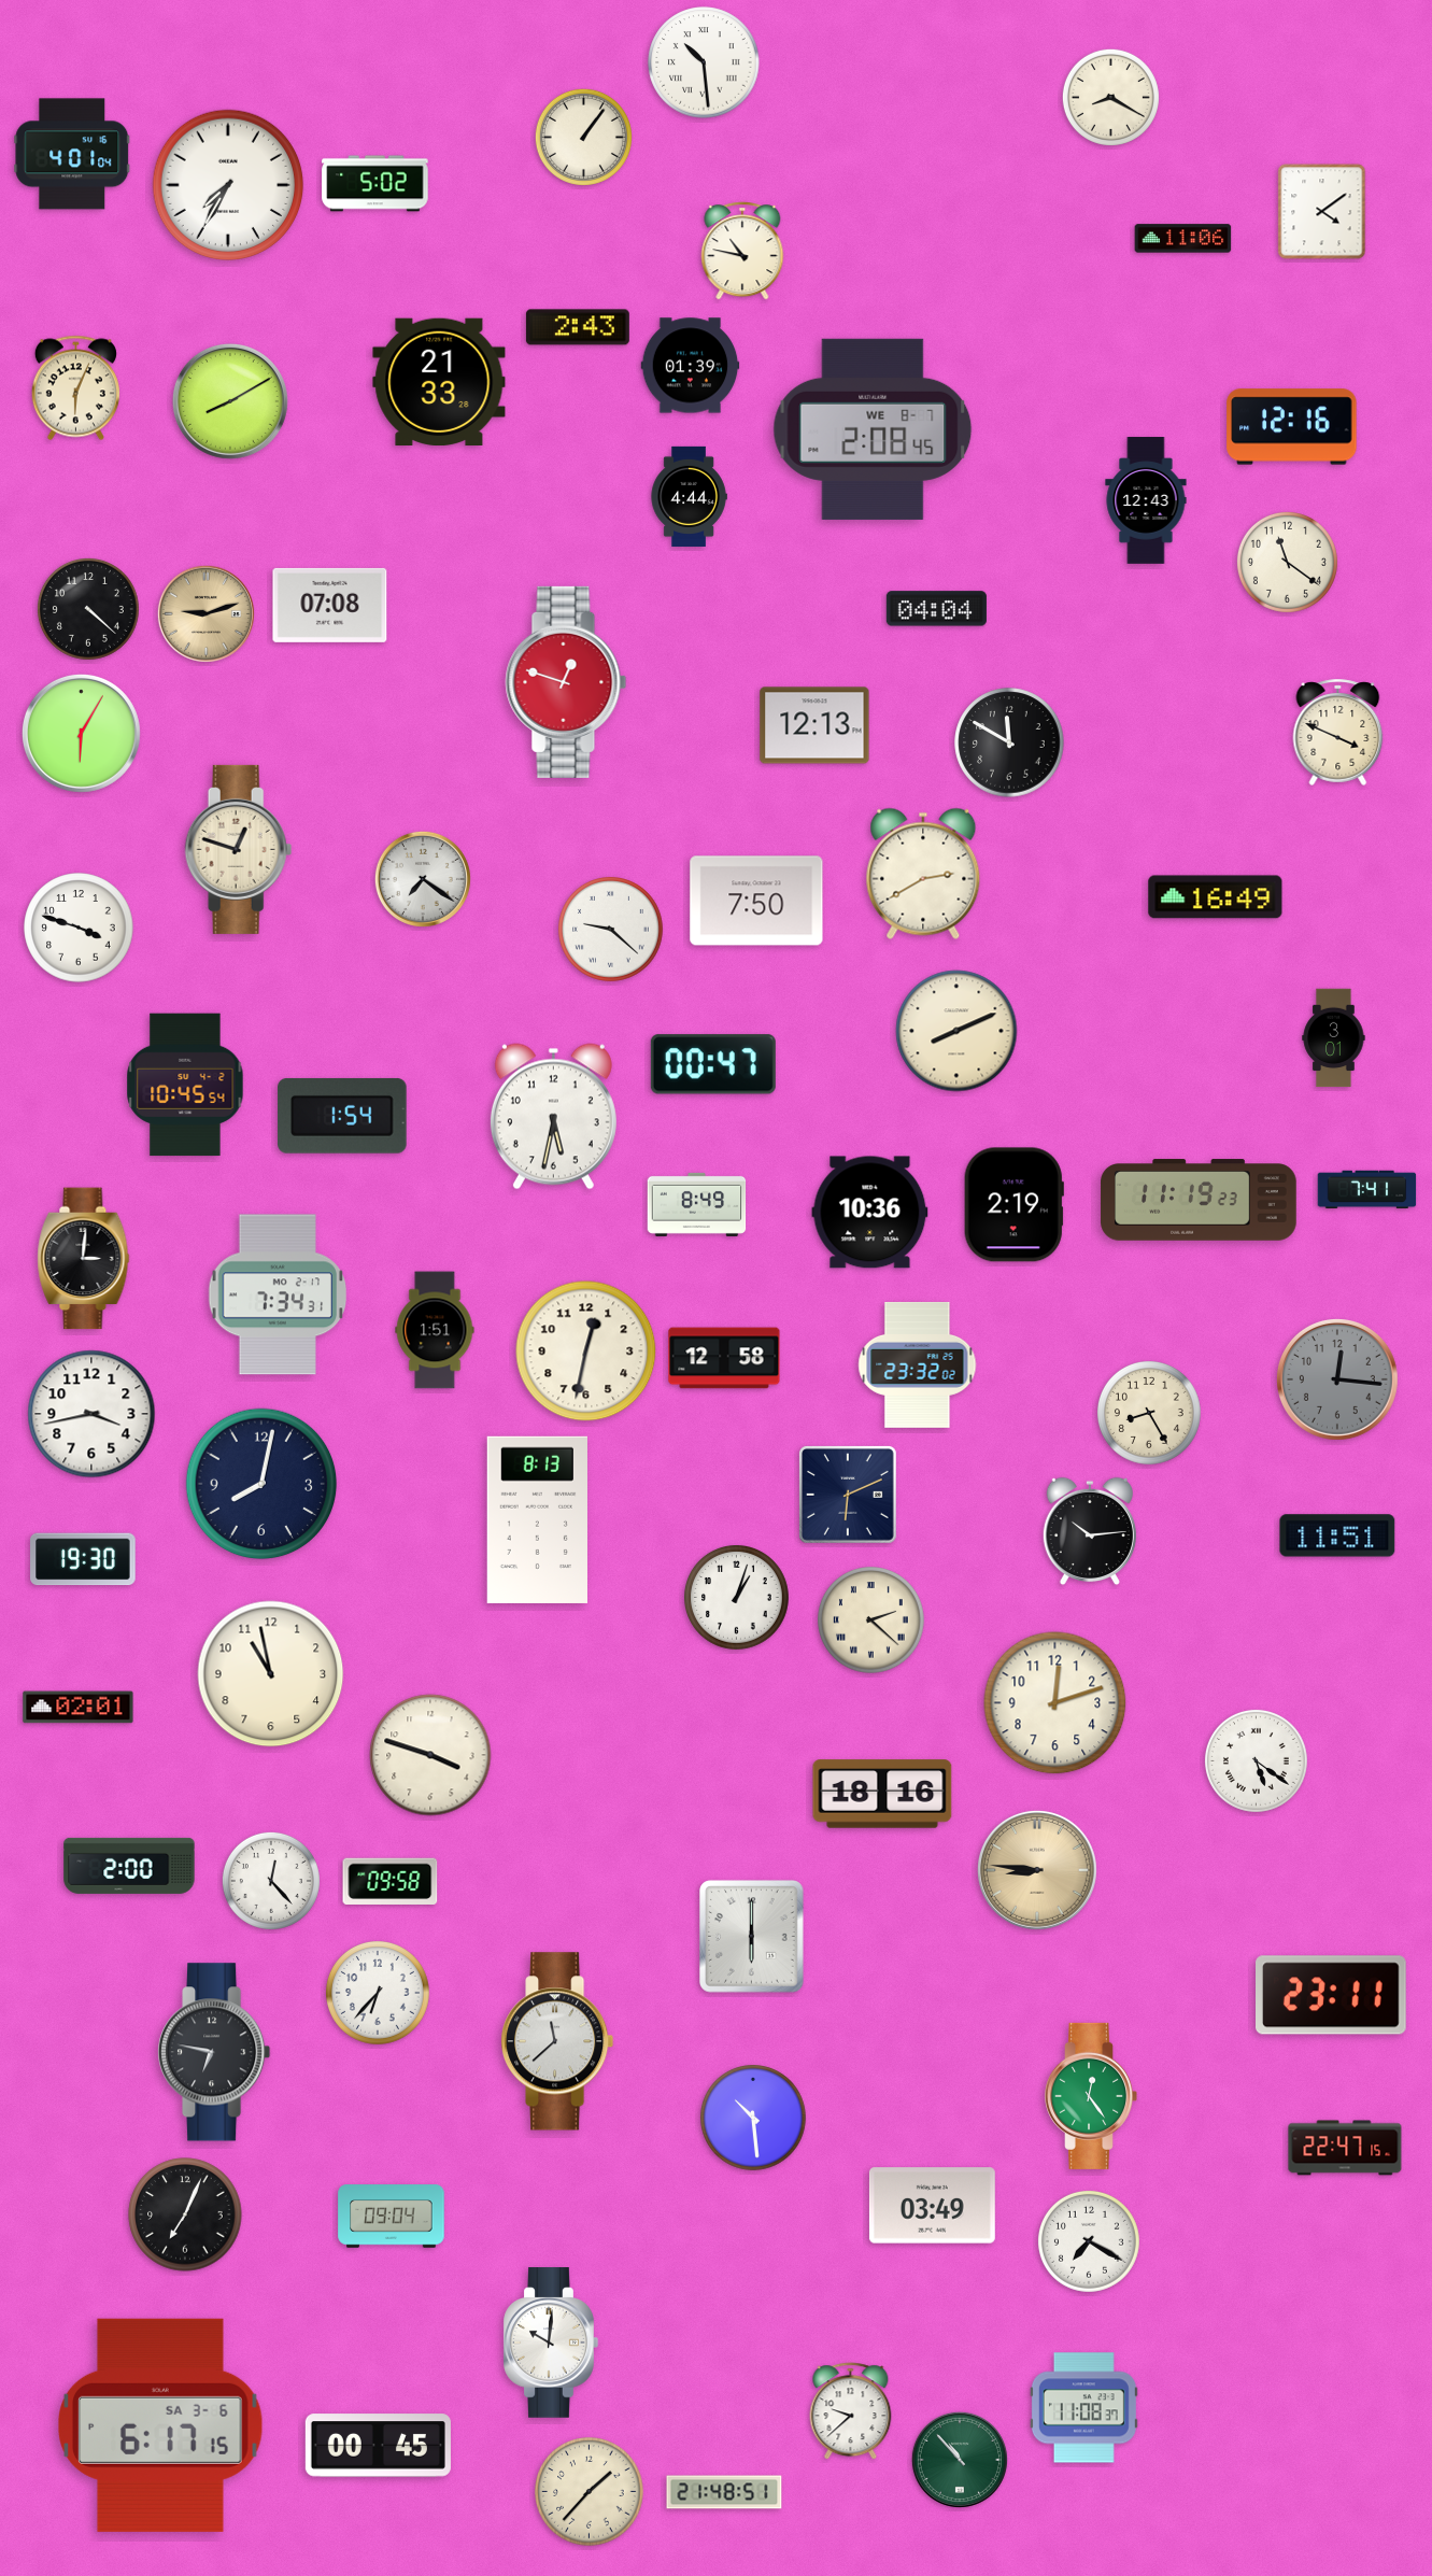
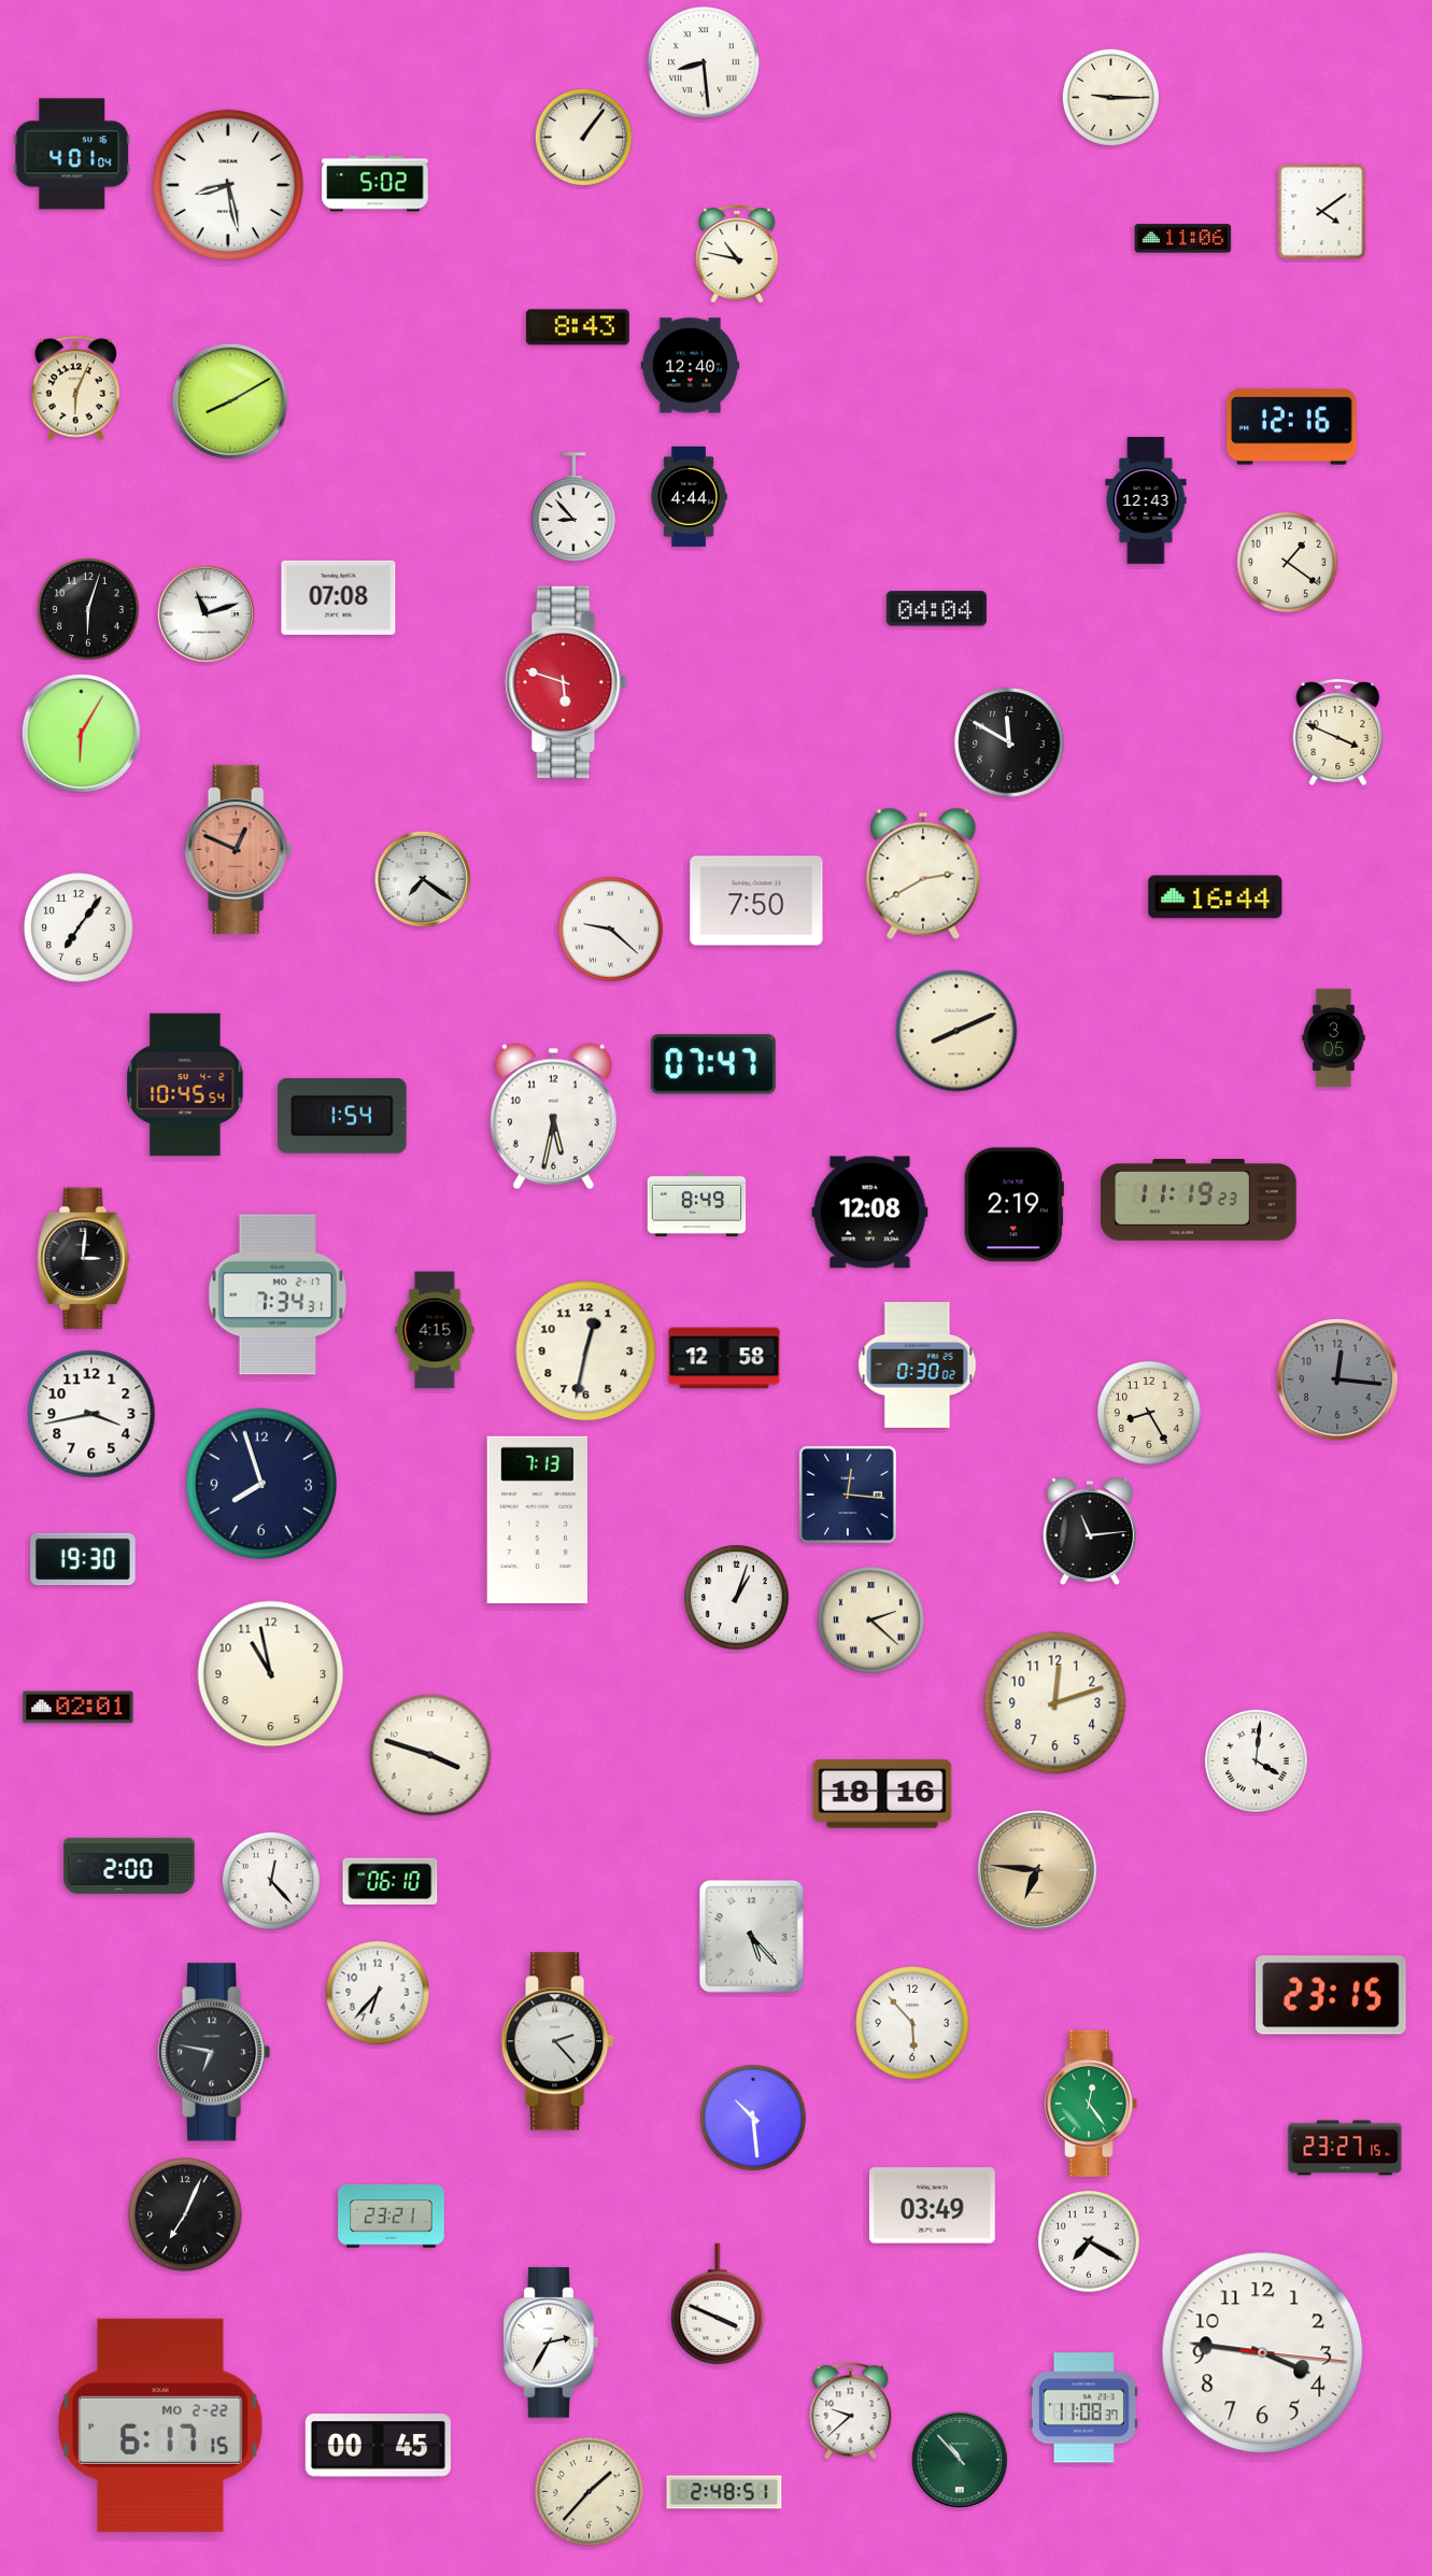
clock at (704, 62): 10:29 -> 8:29
clock at (1110, 97): 8:20 -> 9:15
clock at (228, 185): 7:35 -> 8:28
clock at (742, 251) position: (742, 251) -> (737, 254)
clock at (578, 327): 2:43 -> 8:43
clock at (691, 366): 01:39 -> 12:40
clock at (439, 381): 21:33 -> none
clock at (873, 429): 2:08 -> none
clock at (573, 507): none -> 8:53
clock at (1287, 562): 11:21 -> 1:21
clock at (330, 605) position: (330, 605) -> (339, 597)
clock at (88, 609): 4:22 -> 6:03
clock at (205, 613): 9:12 -> 11:12
clock at (205, 613) dial: champagne -> white
clock at (566, 682): 12:48 -> 5:48
clock at (814, 725): 12:13 -> none
clock at (239, 849): 12:48 -> 12:49
clock at (239, 849) dial: cream -> salmon
clock at (1216, 897): 16:49 -> 16:44
clock at (79, 928): 3:48 -> 7:06
clock at (1334, 1038): 3:01 -> 3:05
clock at (713, 1064): 00:47 -> 07:47
clock at (1367, 1190): 7:41 -> none
clock at (870, 1213): 10:36 -> 12:08
clock at (435, 1330): 1:51 -> 4:15
clock at (918, 1364): 23:32 -> 0:30
clock at (261, 1484): 8:02 -> 7:57
clock at (848, 1495): 6:11 -> 12:16
clock at (537, 1519): 8:13 -> 7:13
clock at (1090, 1531): 10:14 -> 11:14
clock at (1337, 1535): 11:51 -> none
clock at (1256, 1760): 5:21 -> 4:01
clock at (1037, 1870): 8:46 -> 6:46
clock at (391, 1881): 09:58 -> 06:10
clock at (752, 1937): 6:00 -> 5:23
clock at (1332, 1995): 23:11 -> 23:15
clock at (912, 2023): none -> 5:53
clock at (558, 2041): 11:38 -> 2:23
clock at (1092, 2096) position: (1092, 2096) -> (1092, 2104)
clock at (1345, 2148): 22:47 -> 23:27
clock at (392, 2217): 09:04 -> 23:21
clock at (718, 2304): none -> 3:49
clock at (551, 2343): 10:01 -> 2:35
clock at (1263, 2353): none -> 3:46
clock at (161, 2425) date: SA 3-6 -> MO 2-22
clock at (724, 2492): 21:48 -> 2:48
